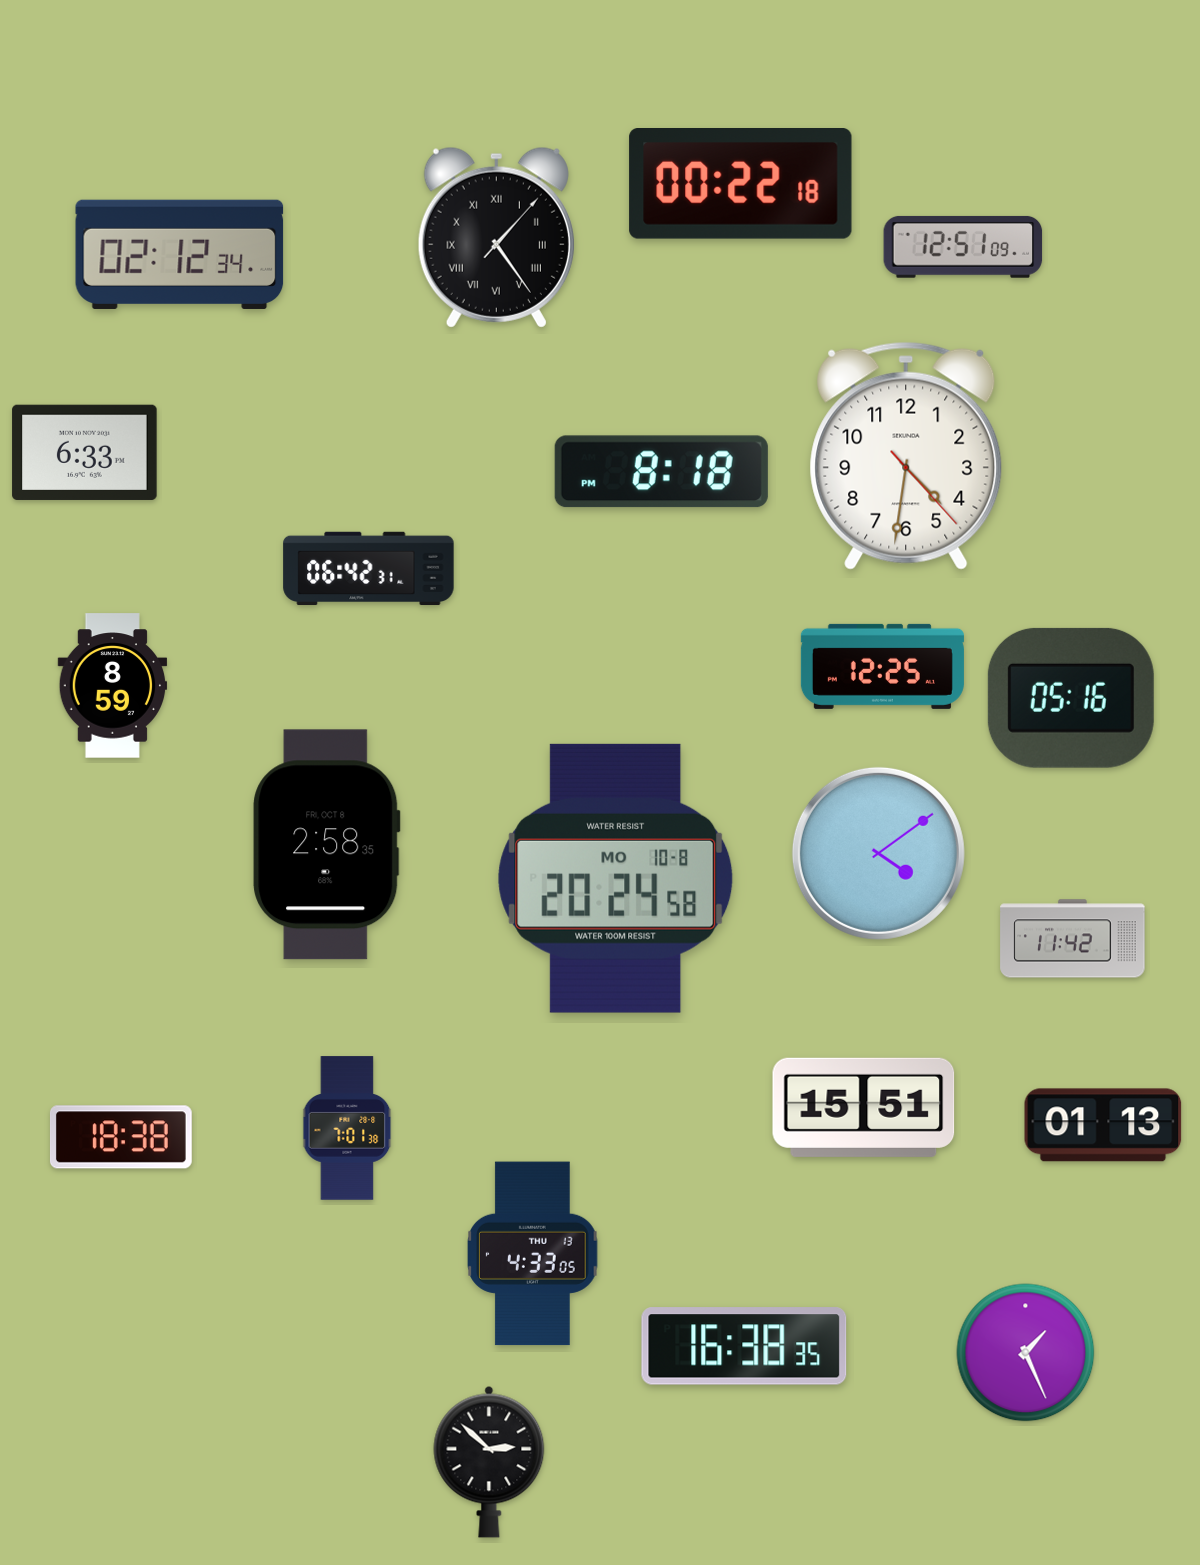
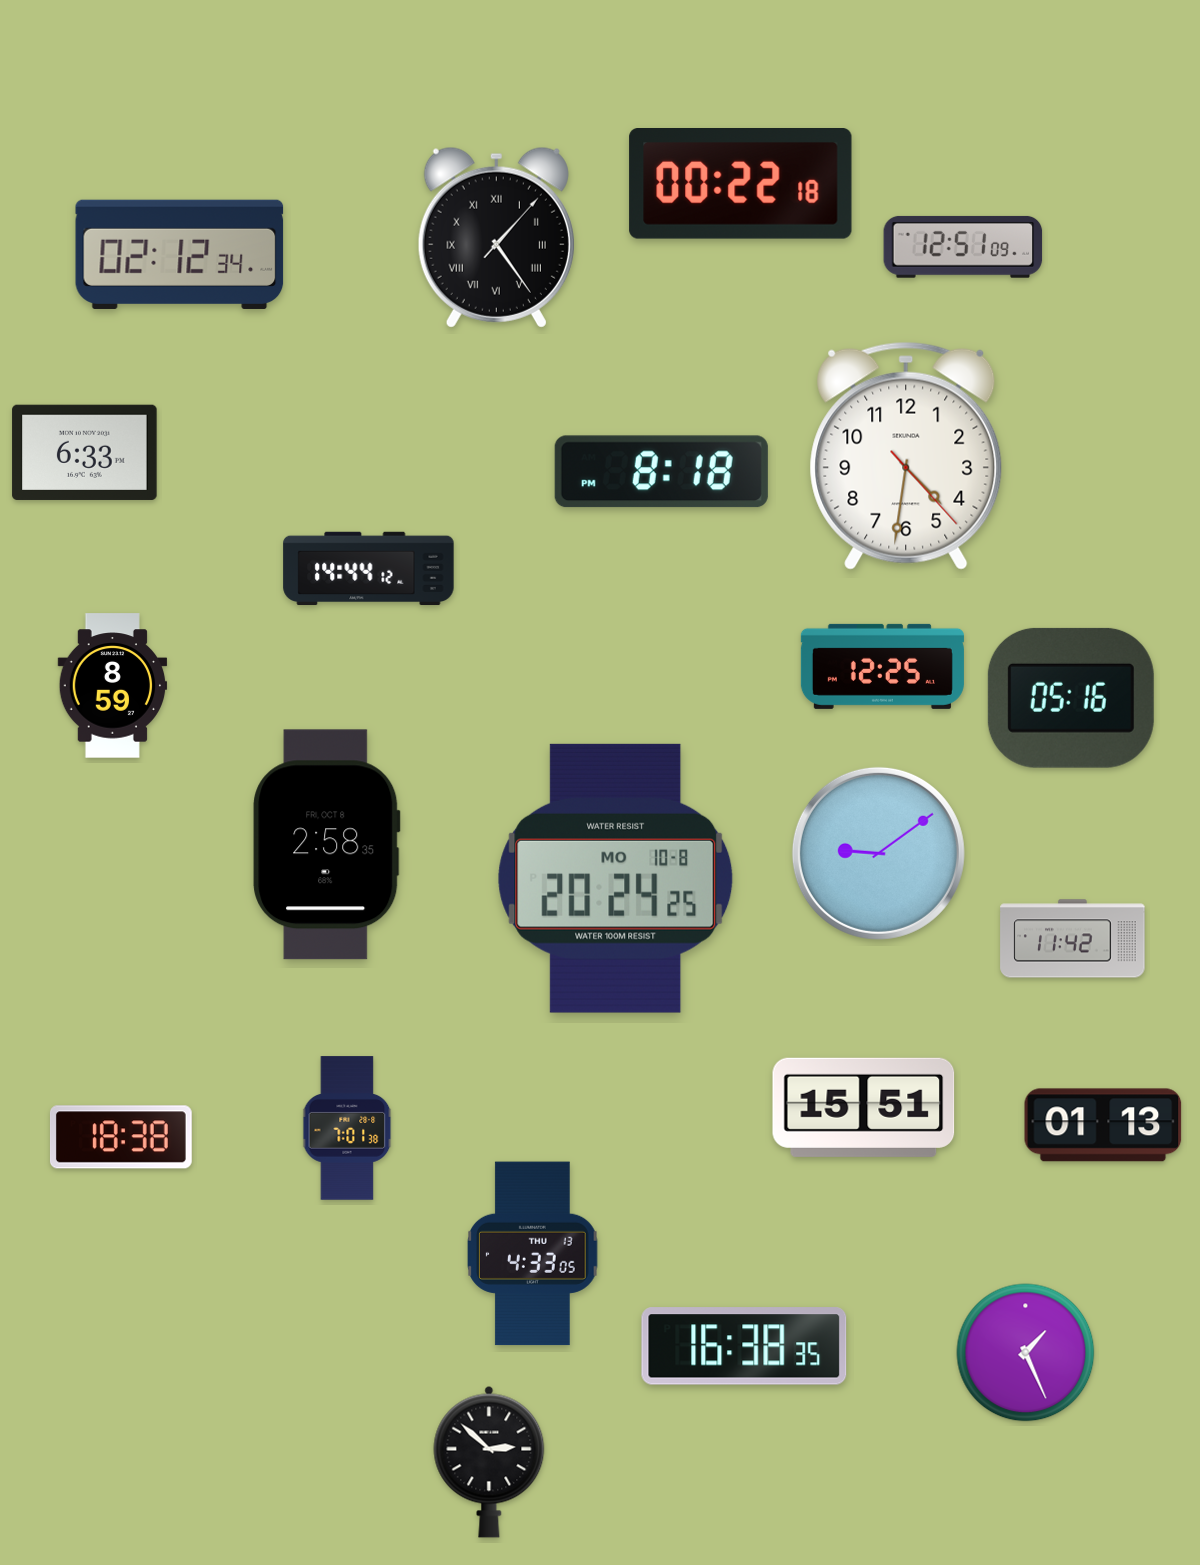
clock at (369, 569): 06:42 -> 14:44
clock at (878, 853): 4:09 -> 9:09
clock at (616, 878): 20:24:58 -> 20:24:25
